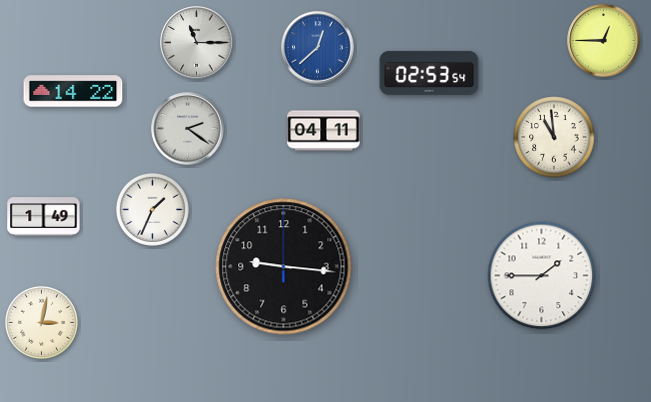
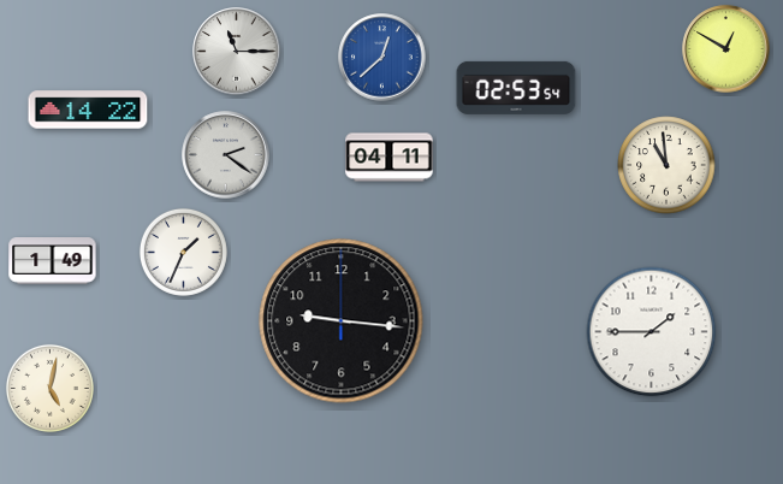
clock at (604, 41): 12:45 -> 12:50
clock at (41, 322): 3:02 -> 5:02
